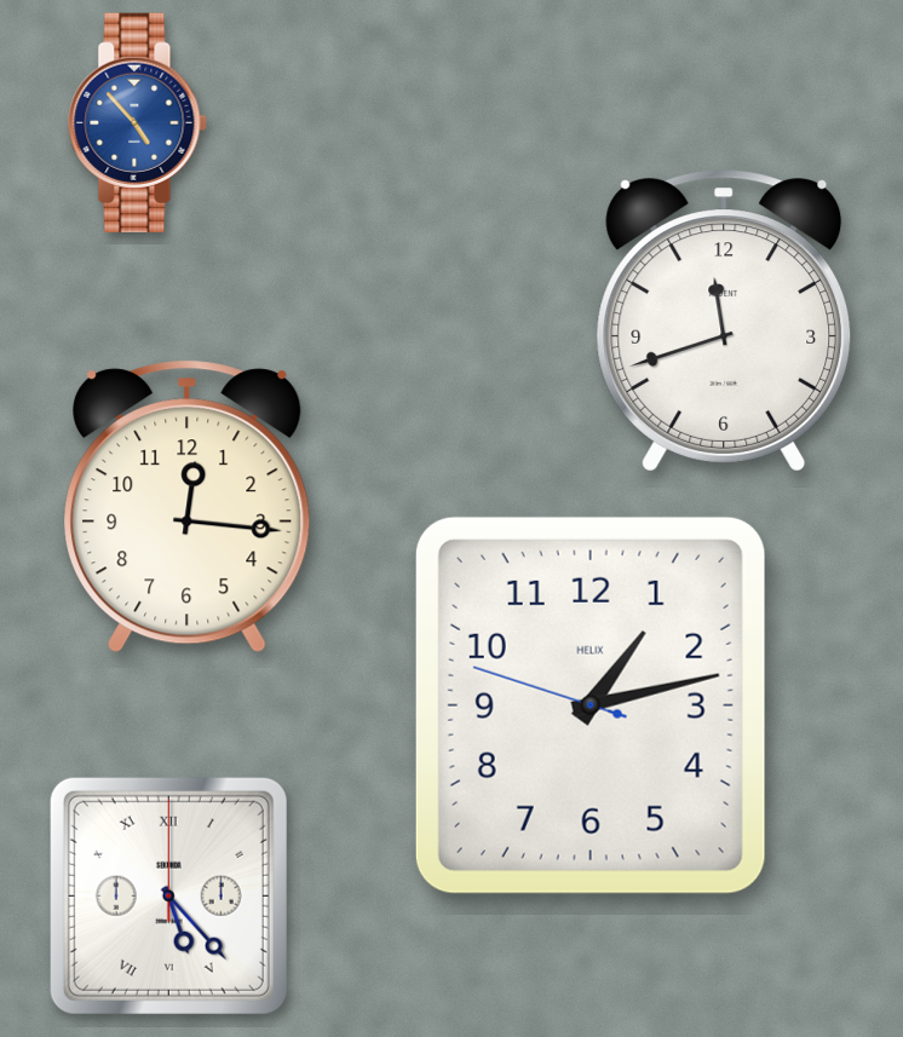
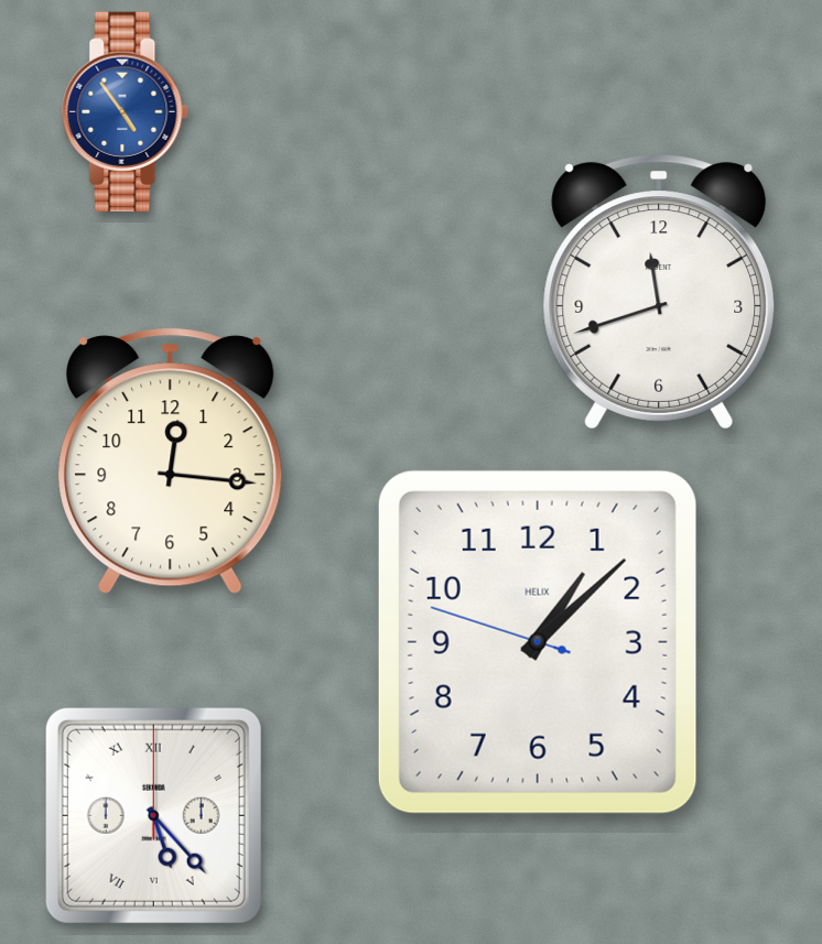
clock at (138, 122): 4:53 -> 4:54
clock at (591, 705): 1:12 -> 1:07
